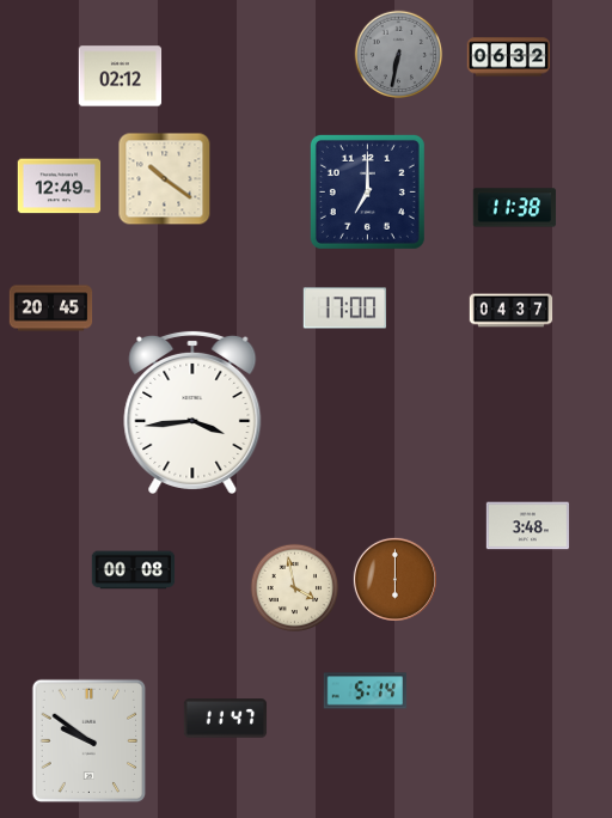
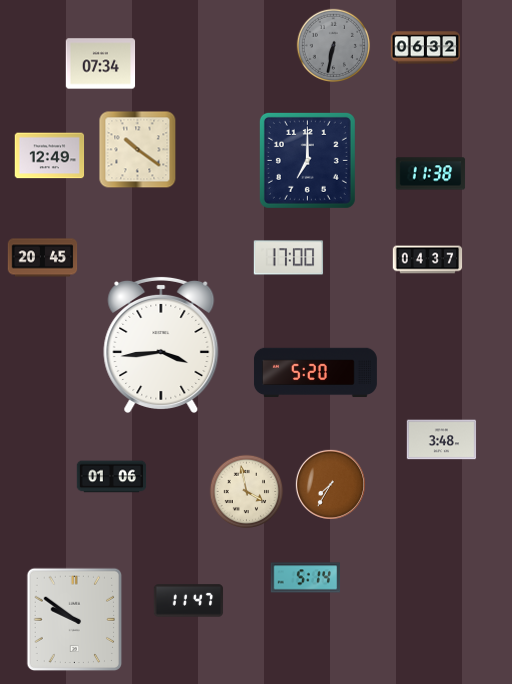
clock at (121, 77): 02:12 -> 07:34
clock at (315, 373): none -> 5:20
clock at (134, 570): 00:08 -> 01:06
clock at (394, 579): 6:00 -> 7:35
